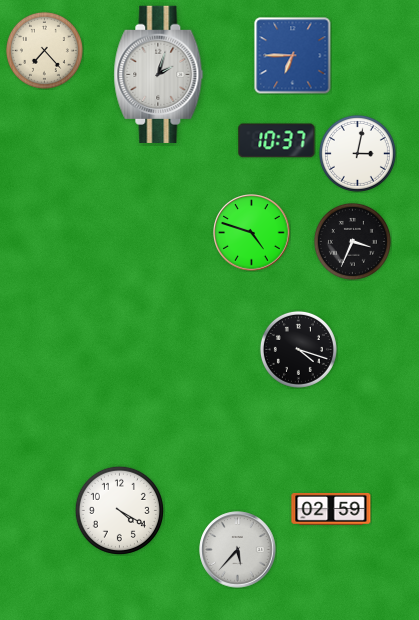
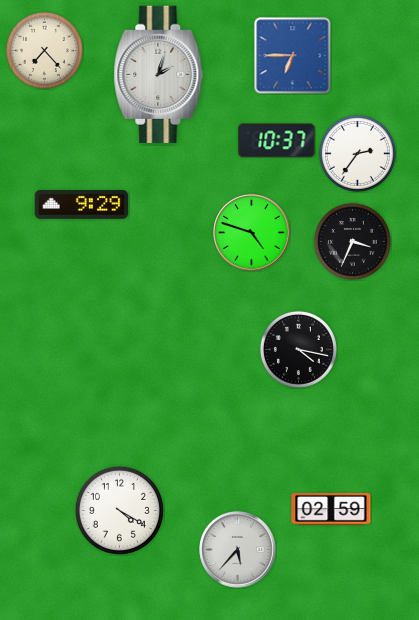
clock at (357, 153): 3:02 -> 2:36
clock at (82, 205): none -> 9:29
clock at (298, 349): 4:18 -> 4:17
